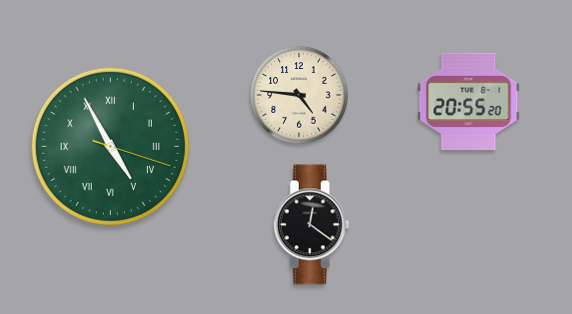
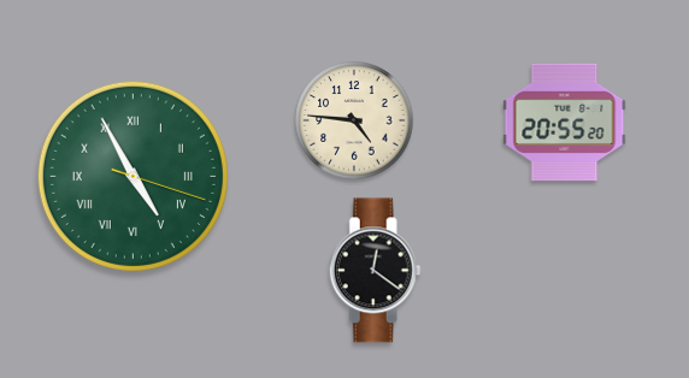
clock at (299, 95) position: (299, 95) -> (354, 120)
